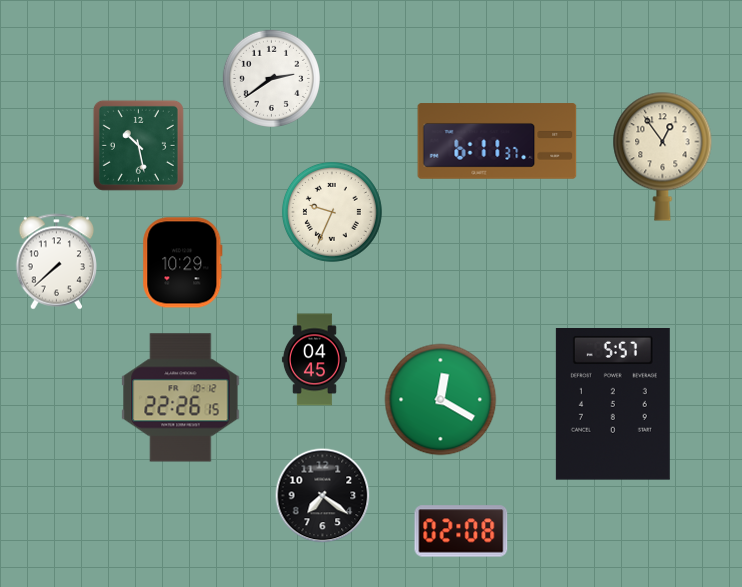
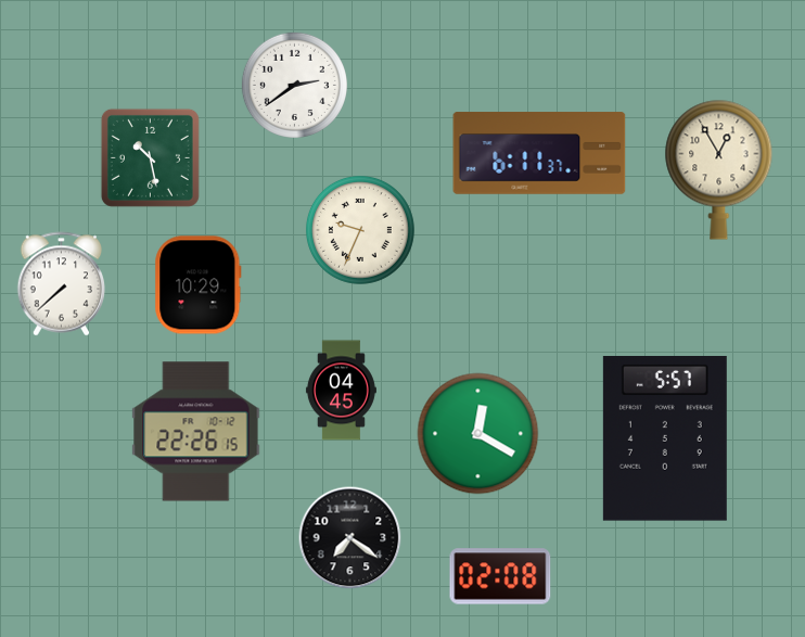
clock at (663, 156): 12:54 -> 12:55
